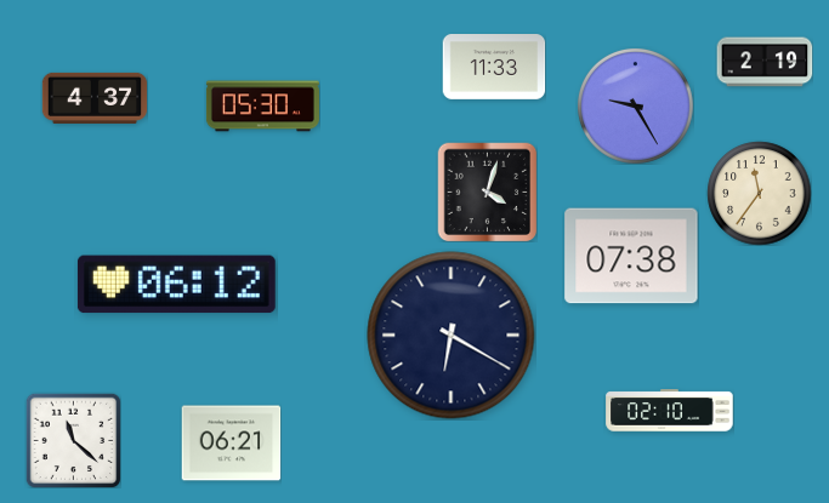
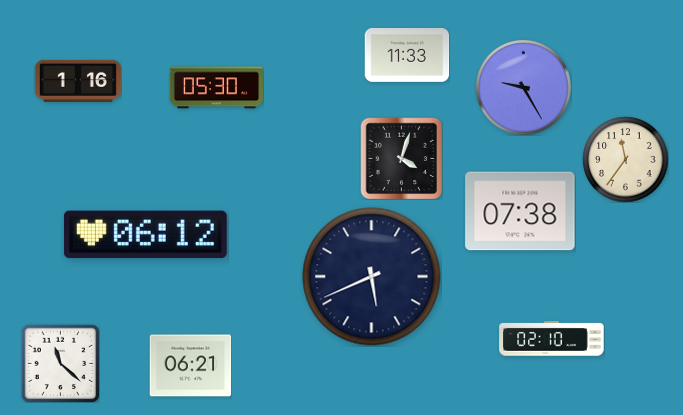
clock at (765, 62): 2:19 -> none
clock at (95, 98): 4:37 -> 1:16
clock at (452, 336): 6:20 -> 5:41
